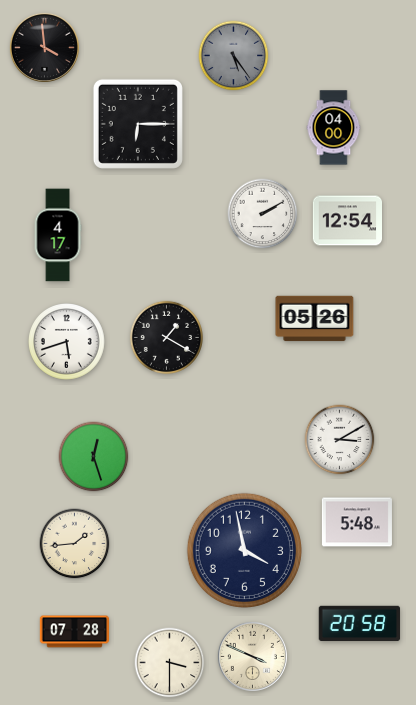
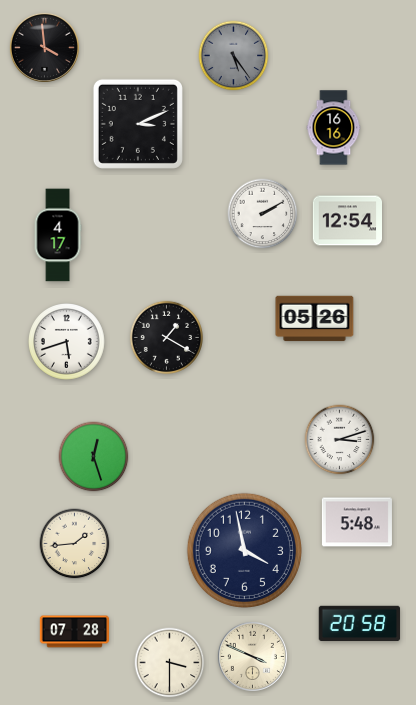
clock at (138, 124): 6:15 -> 3:11
clock at (334, 128): 04:00 -> 16:16
clock at (340, 440): 3:10 -> 3:12
